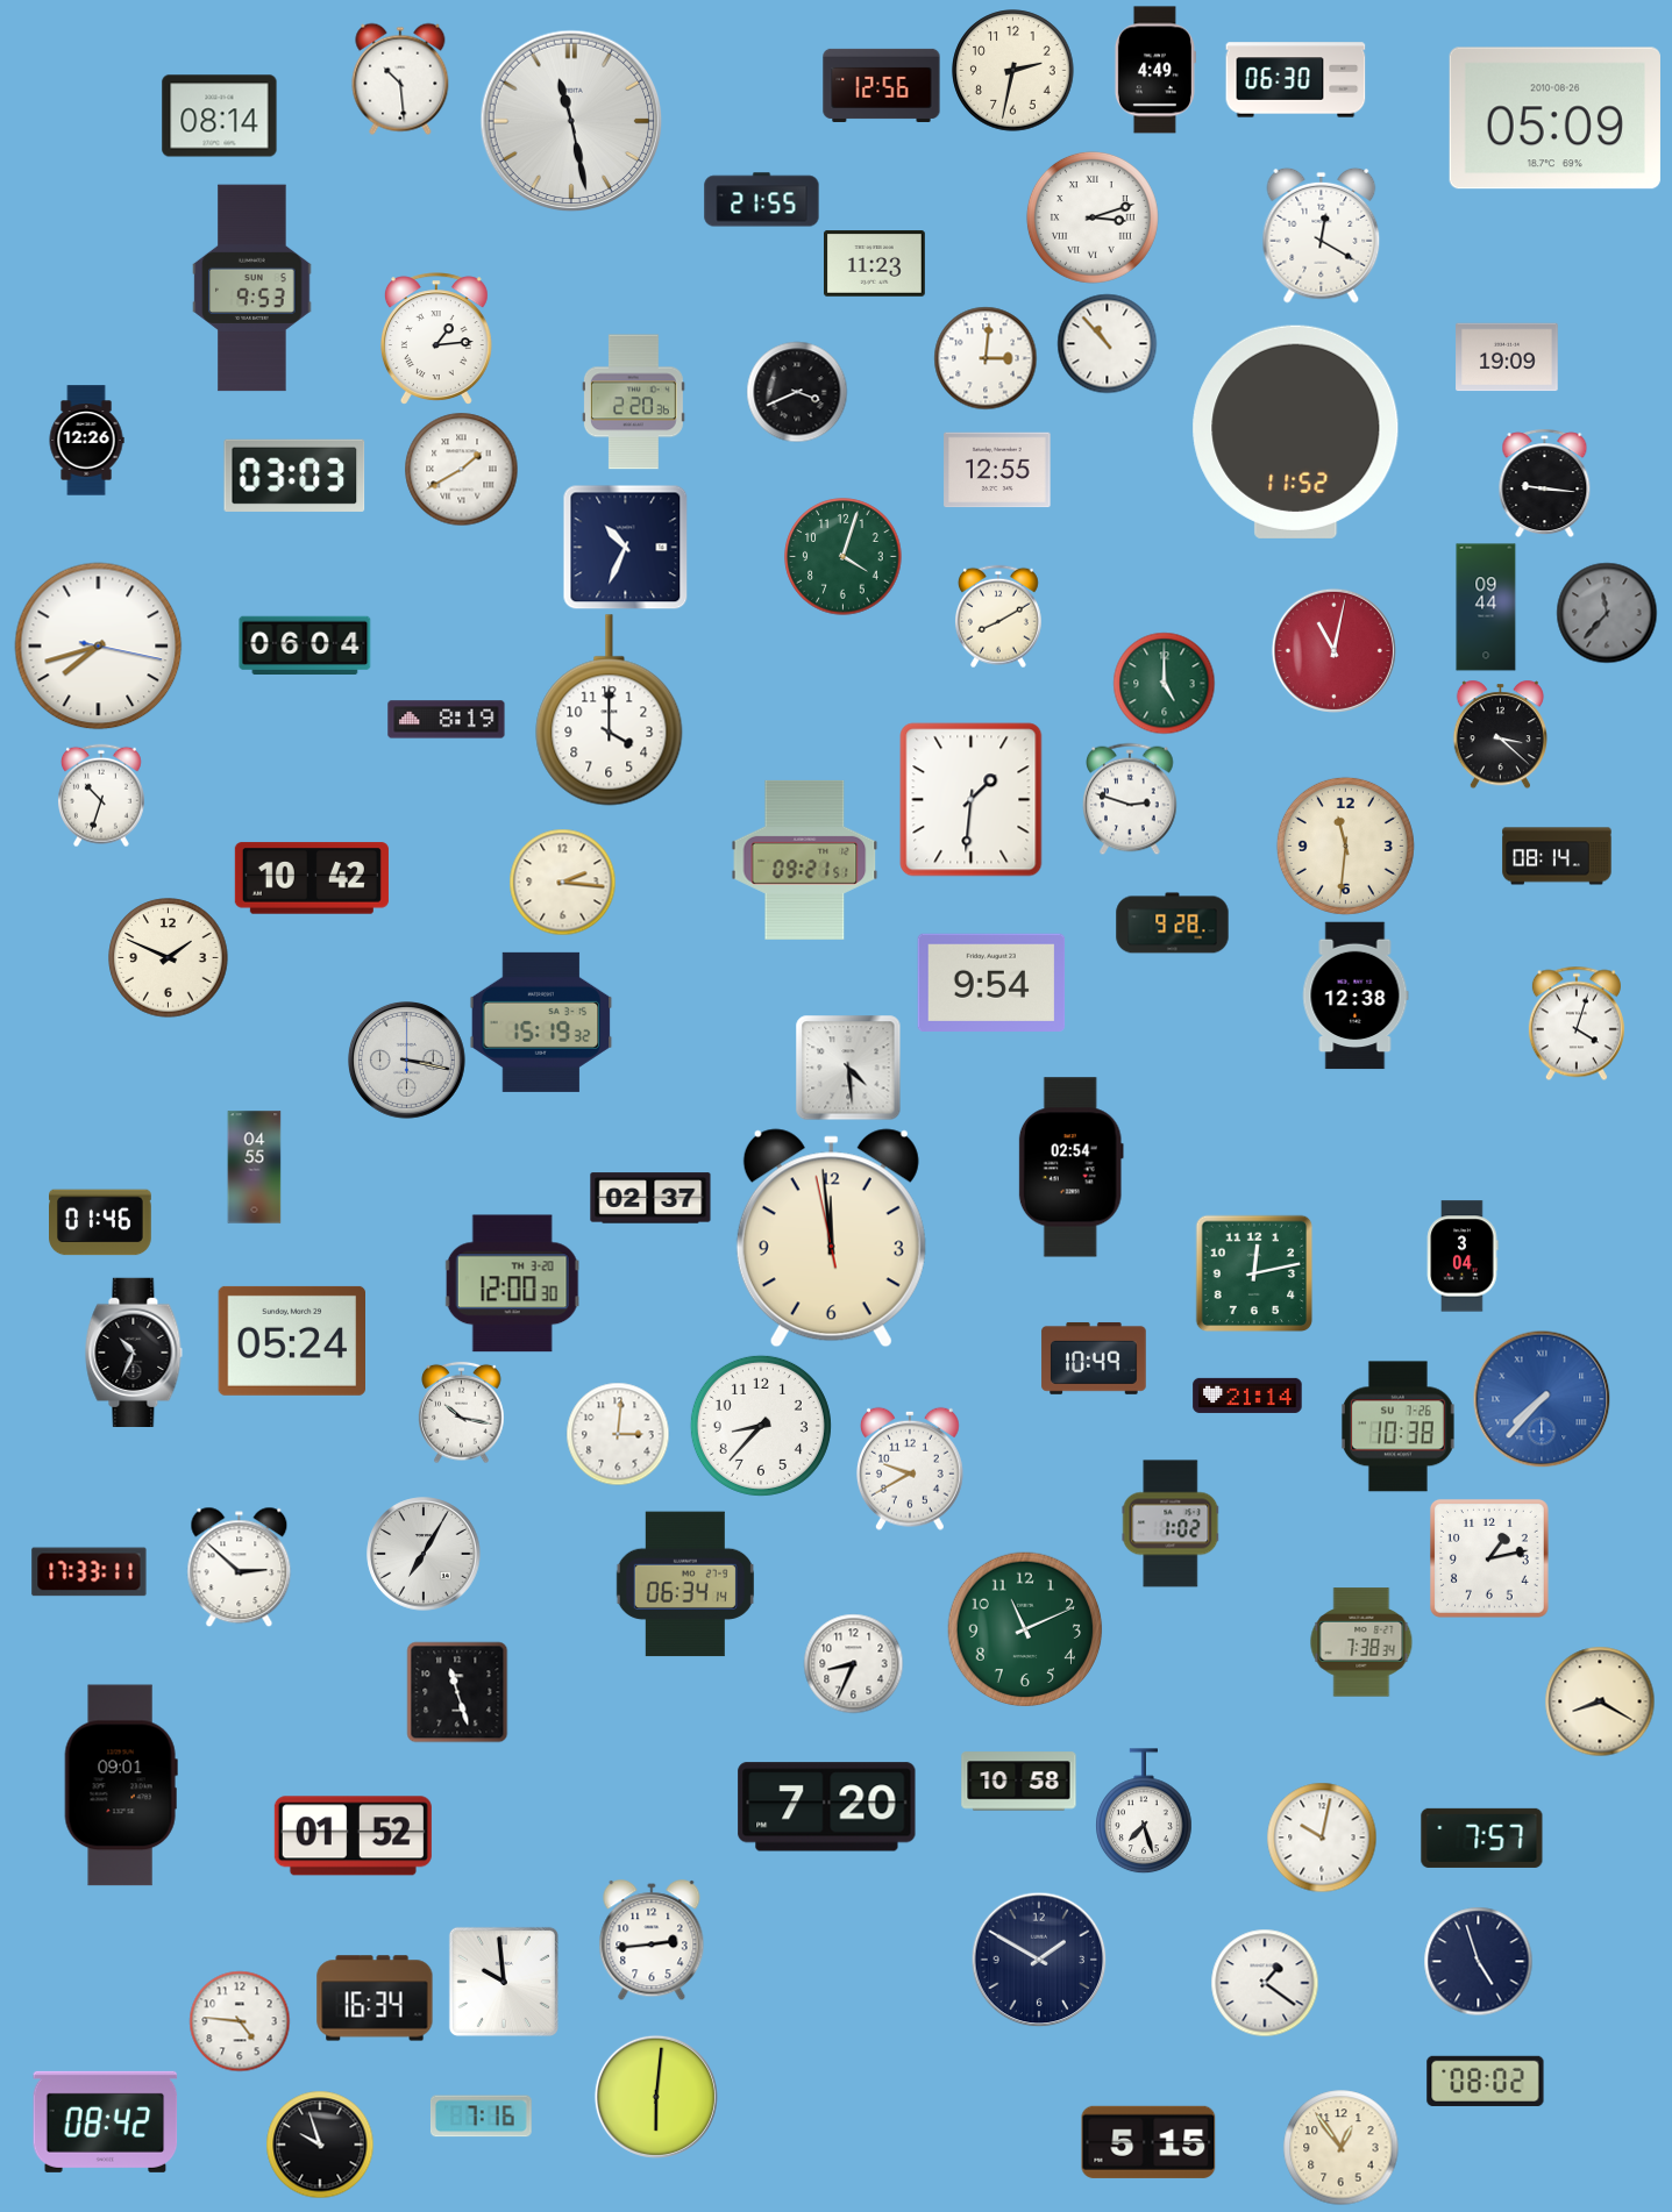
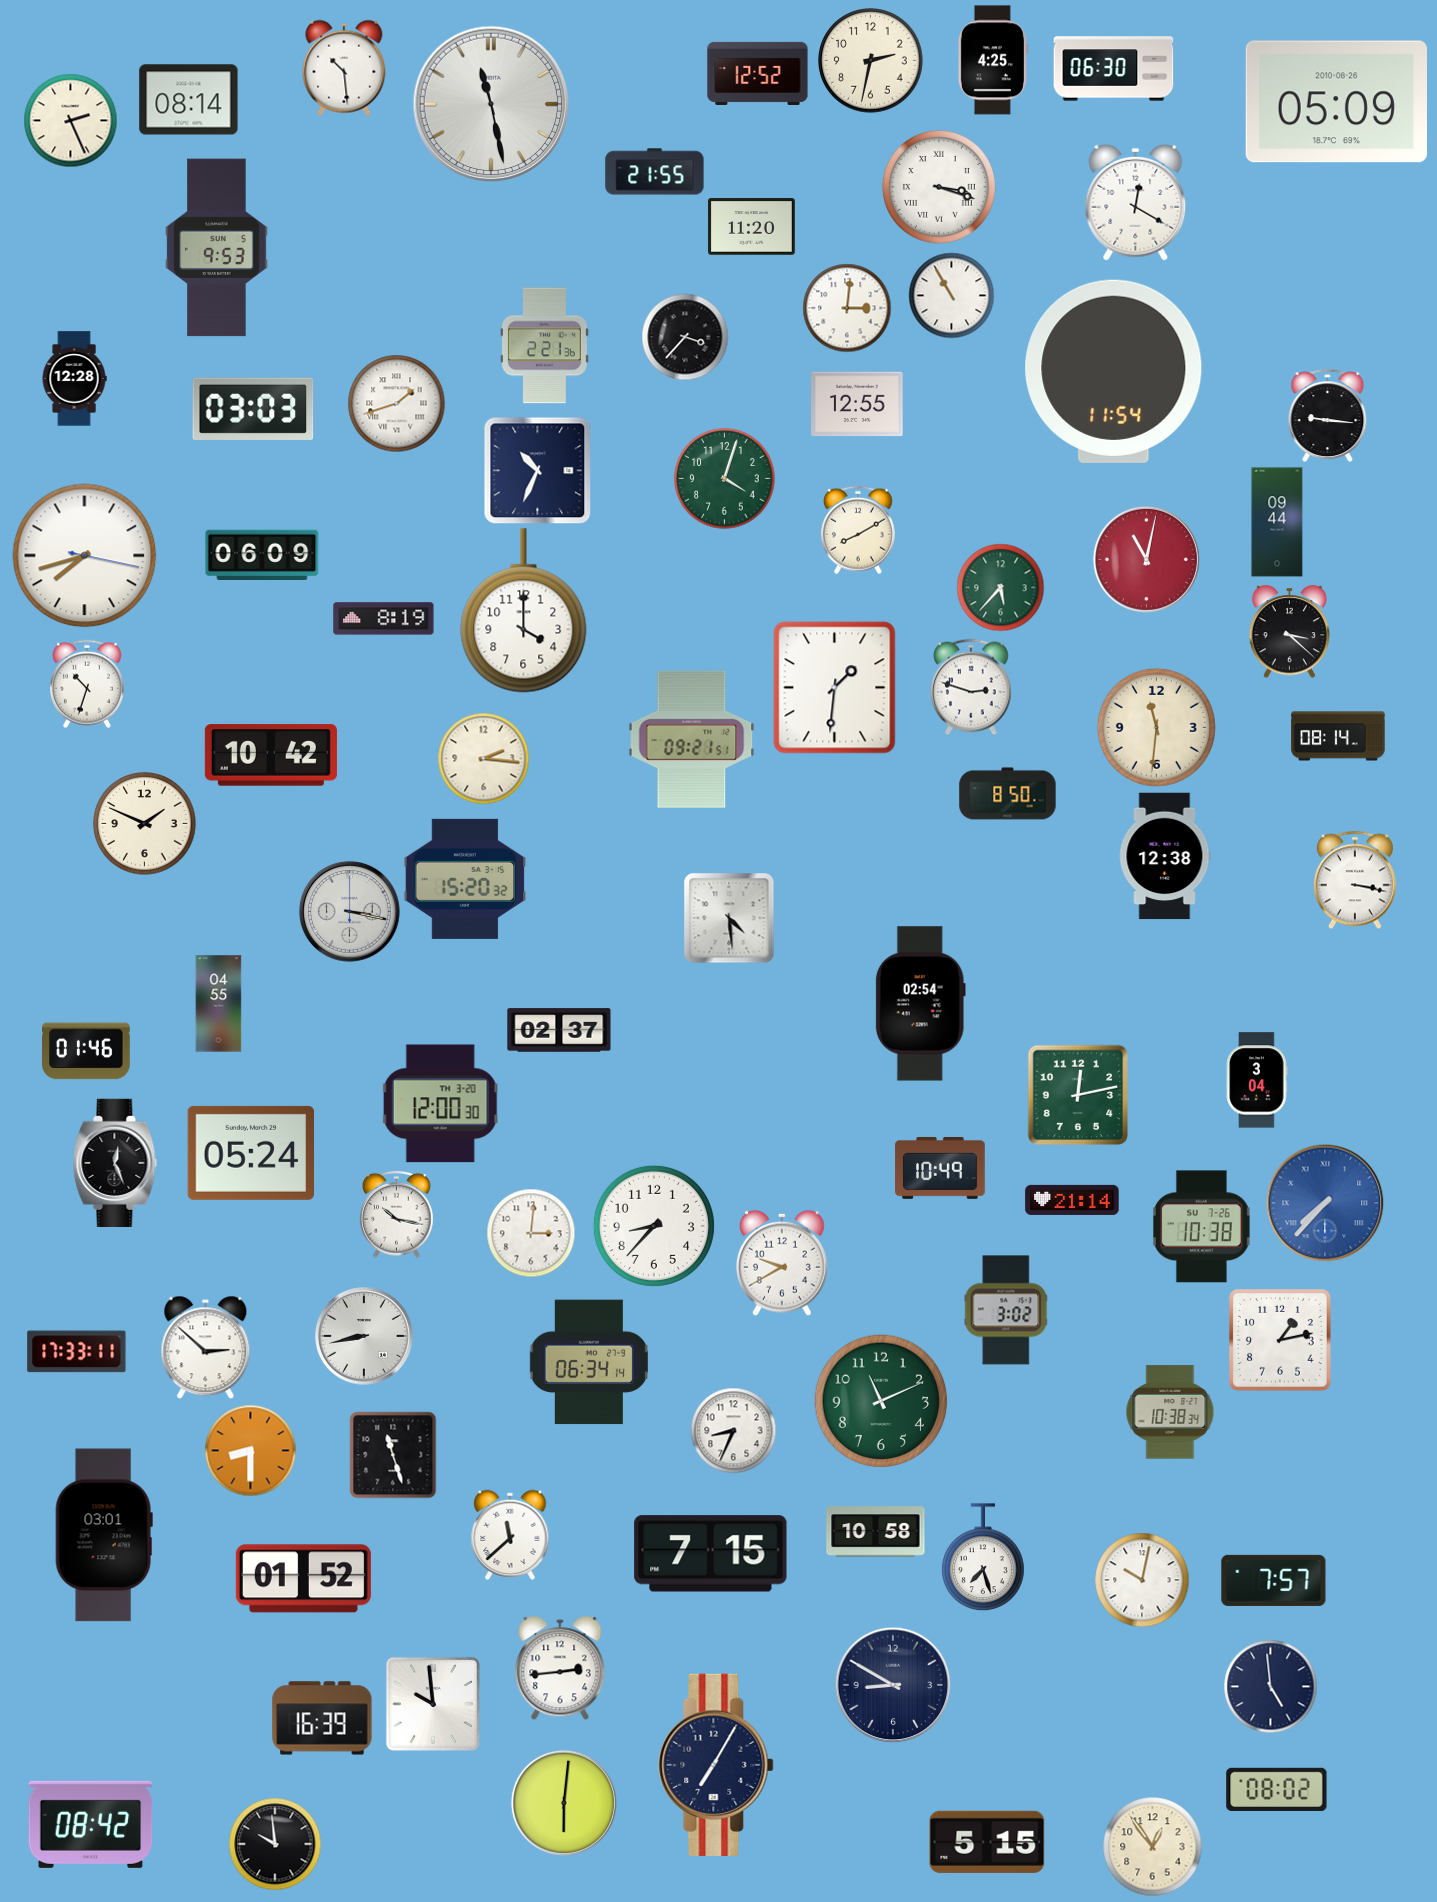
clock at (1154, 70): 4:49 -> 4:25
clock at (882, 85): 12:56 -> 12:52
clock at (70, 120): none -> 2:26
clock at (1093, 217): 3:12 -> 3:18
clock at (875, 264): 11:23 -> 11:20
clock at (436, 338): 1:14 -> none
clock at (1107, 343): 10:53 -> 10:55
clock at (1507, 357): 19:09 -> none
clock at (797, 392): 3:41 -> 3:37
clock at (633, 402): 2:20 -> 2:21
clock at (1296, 431): 11:52 -> 11:54
clock at (86, 441): 12:26 -> 12:28
clock at (461, 469): 1:40 -> 1:42
clock at (1607, 613): 11:37 -> none
clock at (305, 644): 06:04 -> 06:09
clock at (1164, 683): 5:00 -> 5:37
clock at (312, 878) position: (312, 878) -> (271, 755)
clock at (1173, 923): 9:28 -> 8:50
clock at (991, 983): 9:54 -> none
clock at (541, 1022): 15:19 -> 15:20
clock at (1577, 1023): 4:03 -> 3:17
clock at (831, 1239): 11:58 -> none
clock at (134, 1351): 10:34 -> 12:26
clock at (1171, 1524): 1:02 -> 3:02
clock at (424, 1554): 7:05 -> 8:43
clock at (1361, 1642): 7:38 -> 10:38
clock at (250, 1450): none -> 8:30
clock at (1600, 1701): 8:20 -> none
clock at (121, 1785): 09:01 -> 03:01
clock at (510, 1535): none -> 11:38
clock at (827, 1807): 7:20 -> 7:15
clock at (1322, 1838) position: (1322, 1838) -> (1142, 1580)
clock at (1039, 1960): 1:50 -> 8:50
clock at (1478, 1961): 4:57 -> 4:59
clock at (1265, 1983): 1:21 -> none
clock at (375, 1998): 16:34 -> 16:39
clock at (240, 2021): 4:46 -> none
clock at (716, 1765): none -> 7:05
clock at (481, 2117): 7:16 -> none
clock at (320, 2145): 9:57 -> 9:59
